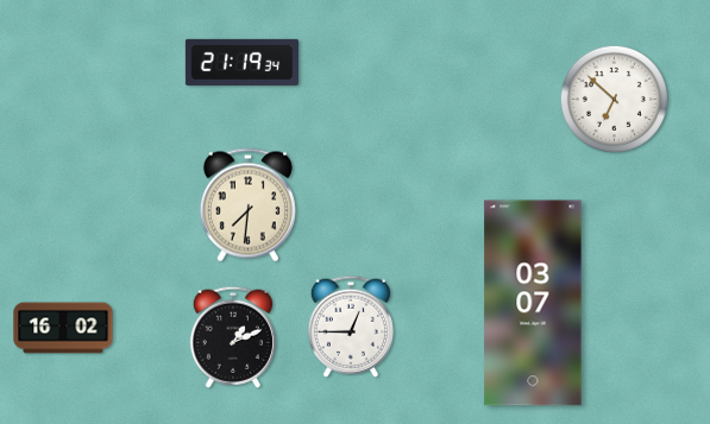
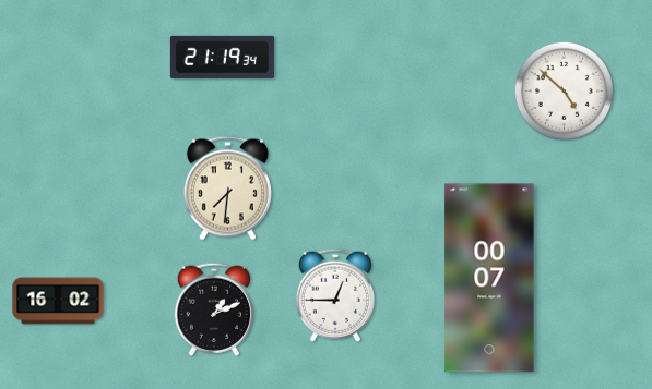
clock at (614, 99): 6:52 -> 4:52
clock at (533, 303): 03:07 -> 00:07
clock at (351, 327) position: (351, 327) -> (335, 295)
